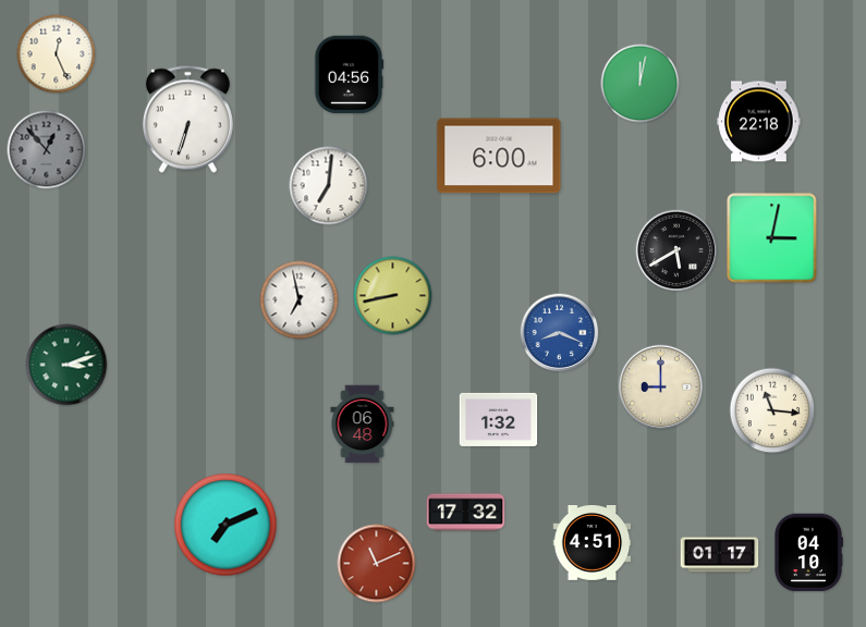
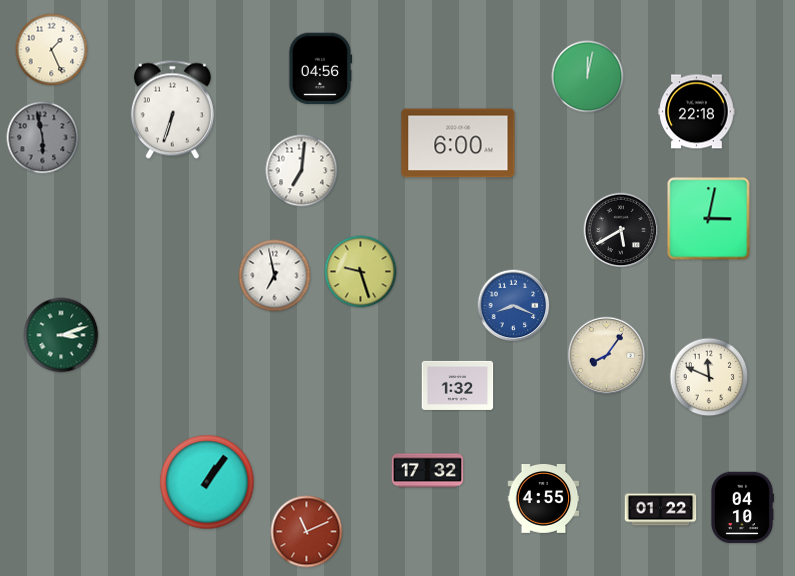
clock at (57, 54): 12:26 -> 1:26
clock at (47, 150): 12:53 -> 5:58
clock at (393, 296): 8:43 -> 9:27
clock at (661, 388): 9:00 -> 8:06
clock at (772, 410): 11:16 -> 11:49
clock at (363, 425): 06:48 -> none
clock at (225, 525): 7:11 -> 1:06
clock at (593, 543): 4:51 -> 4:55
clock at (720, 555): 01:17 -> 01:22
clock at (377, 564) position: (377, 564) -> (307, 532)
